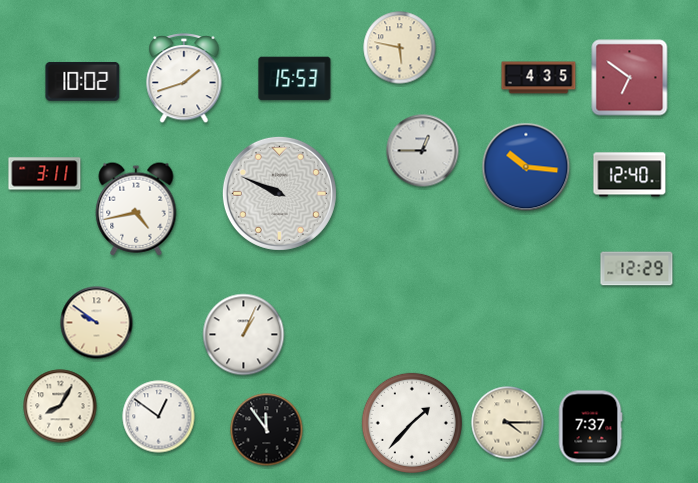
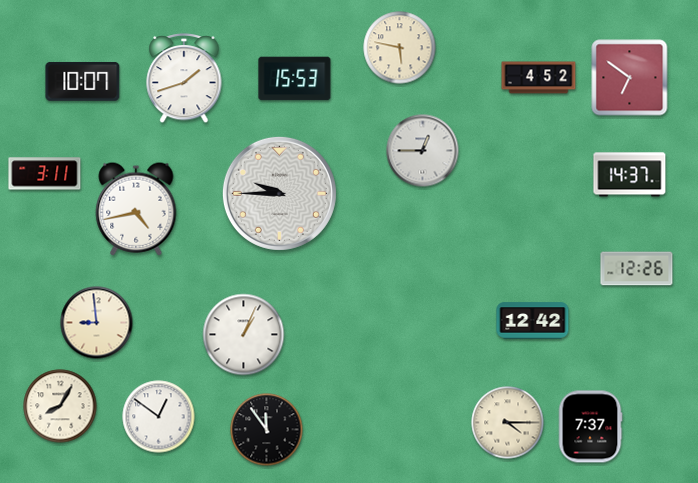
clock at (539, 78): 4:35 -> 4:52
clock at (83, 81): 10:02 -> 10:07
clock at (526, 167): 10:16 -> none
clock at (630, 175): 12:40 -> 14:37
clock at (279, 193): 9:49 -> 9:45
clock at (637, 269): 12:29 -> 12:26
clock at (533, 321): none -> 12:42
clock at (97, 323): 9:51 -> 8:59
clock at (412, 423): 1:37 -> none
